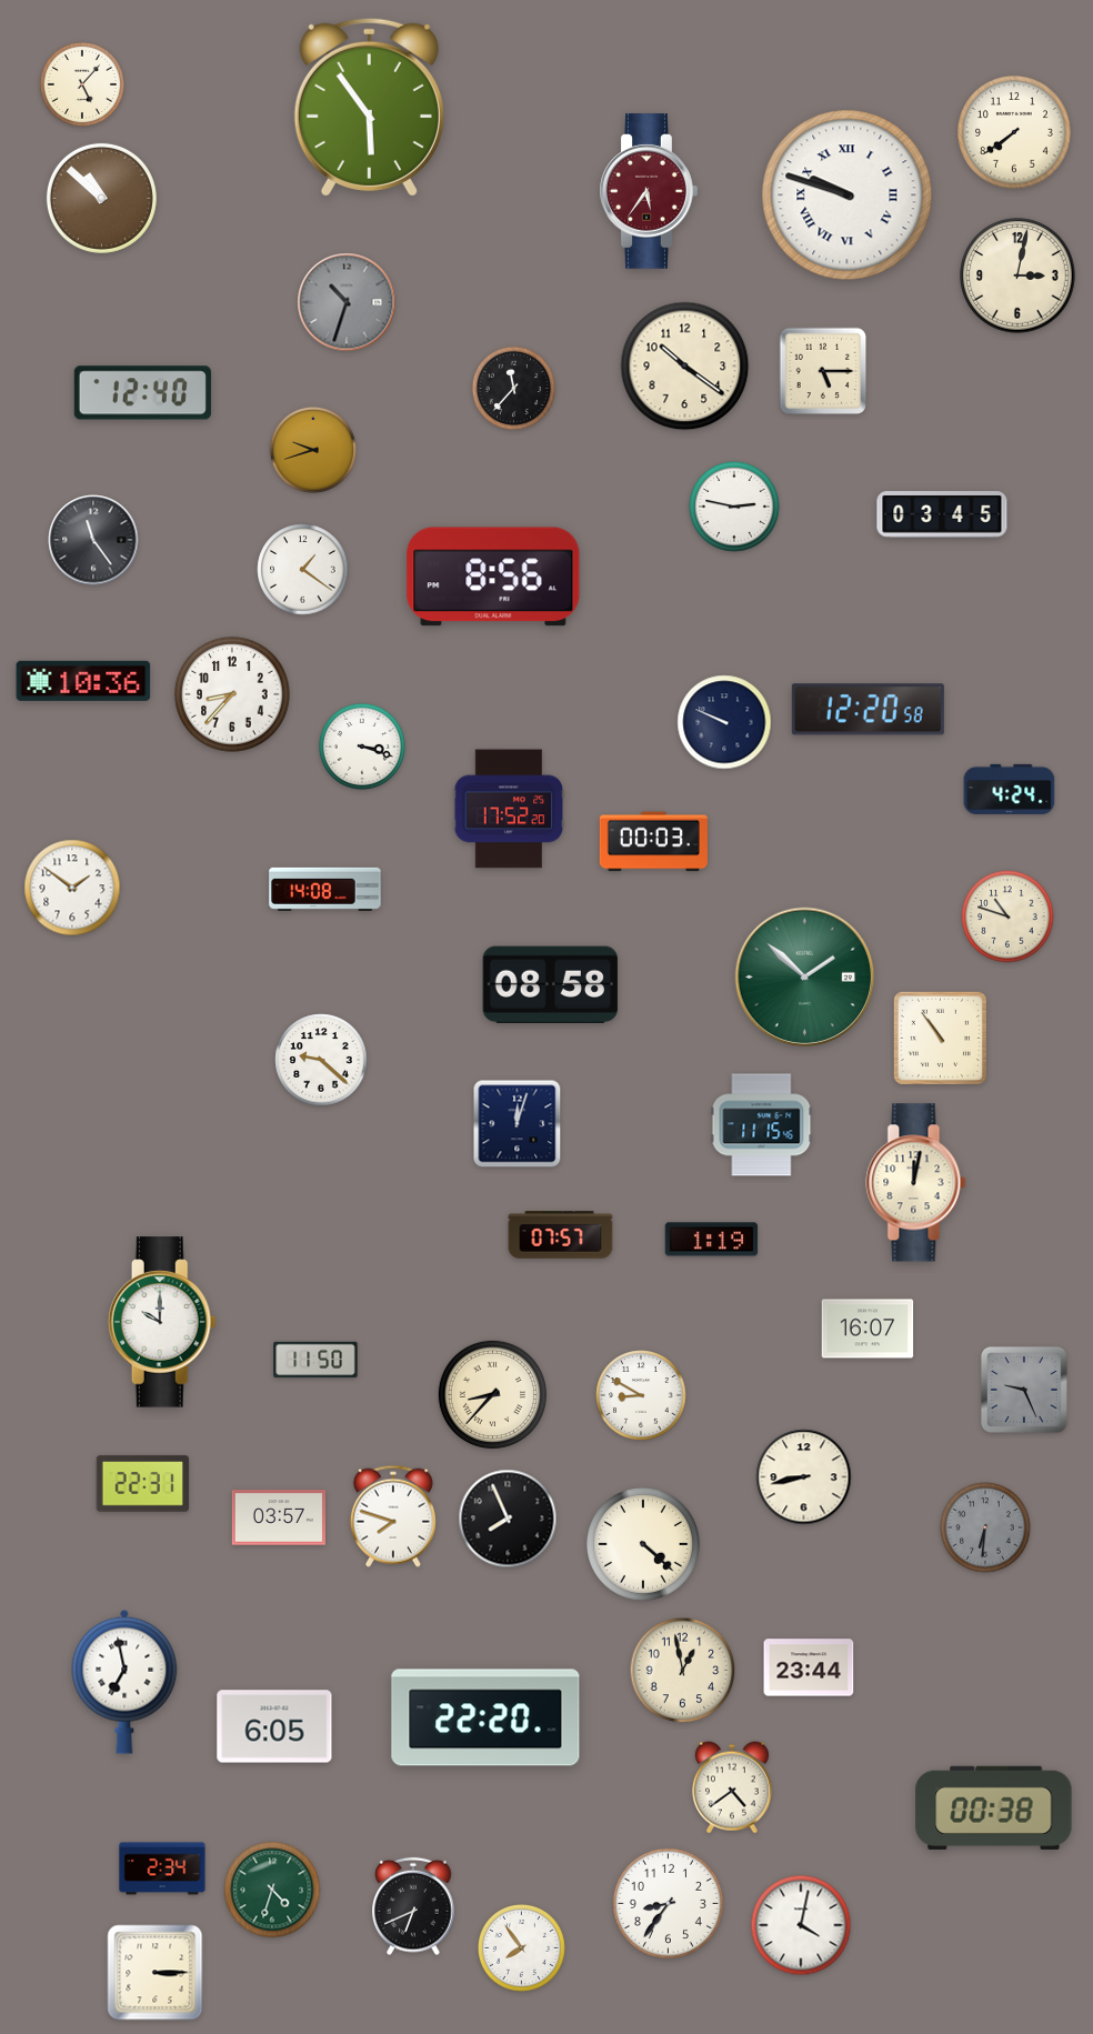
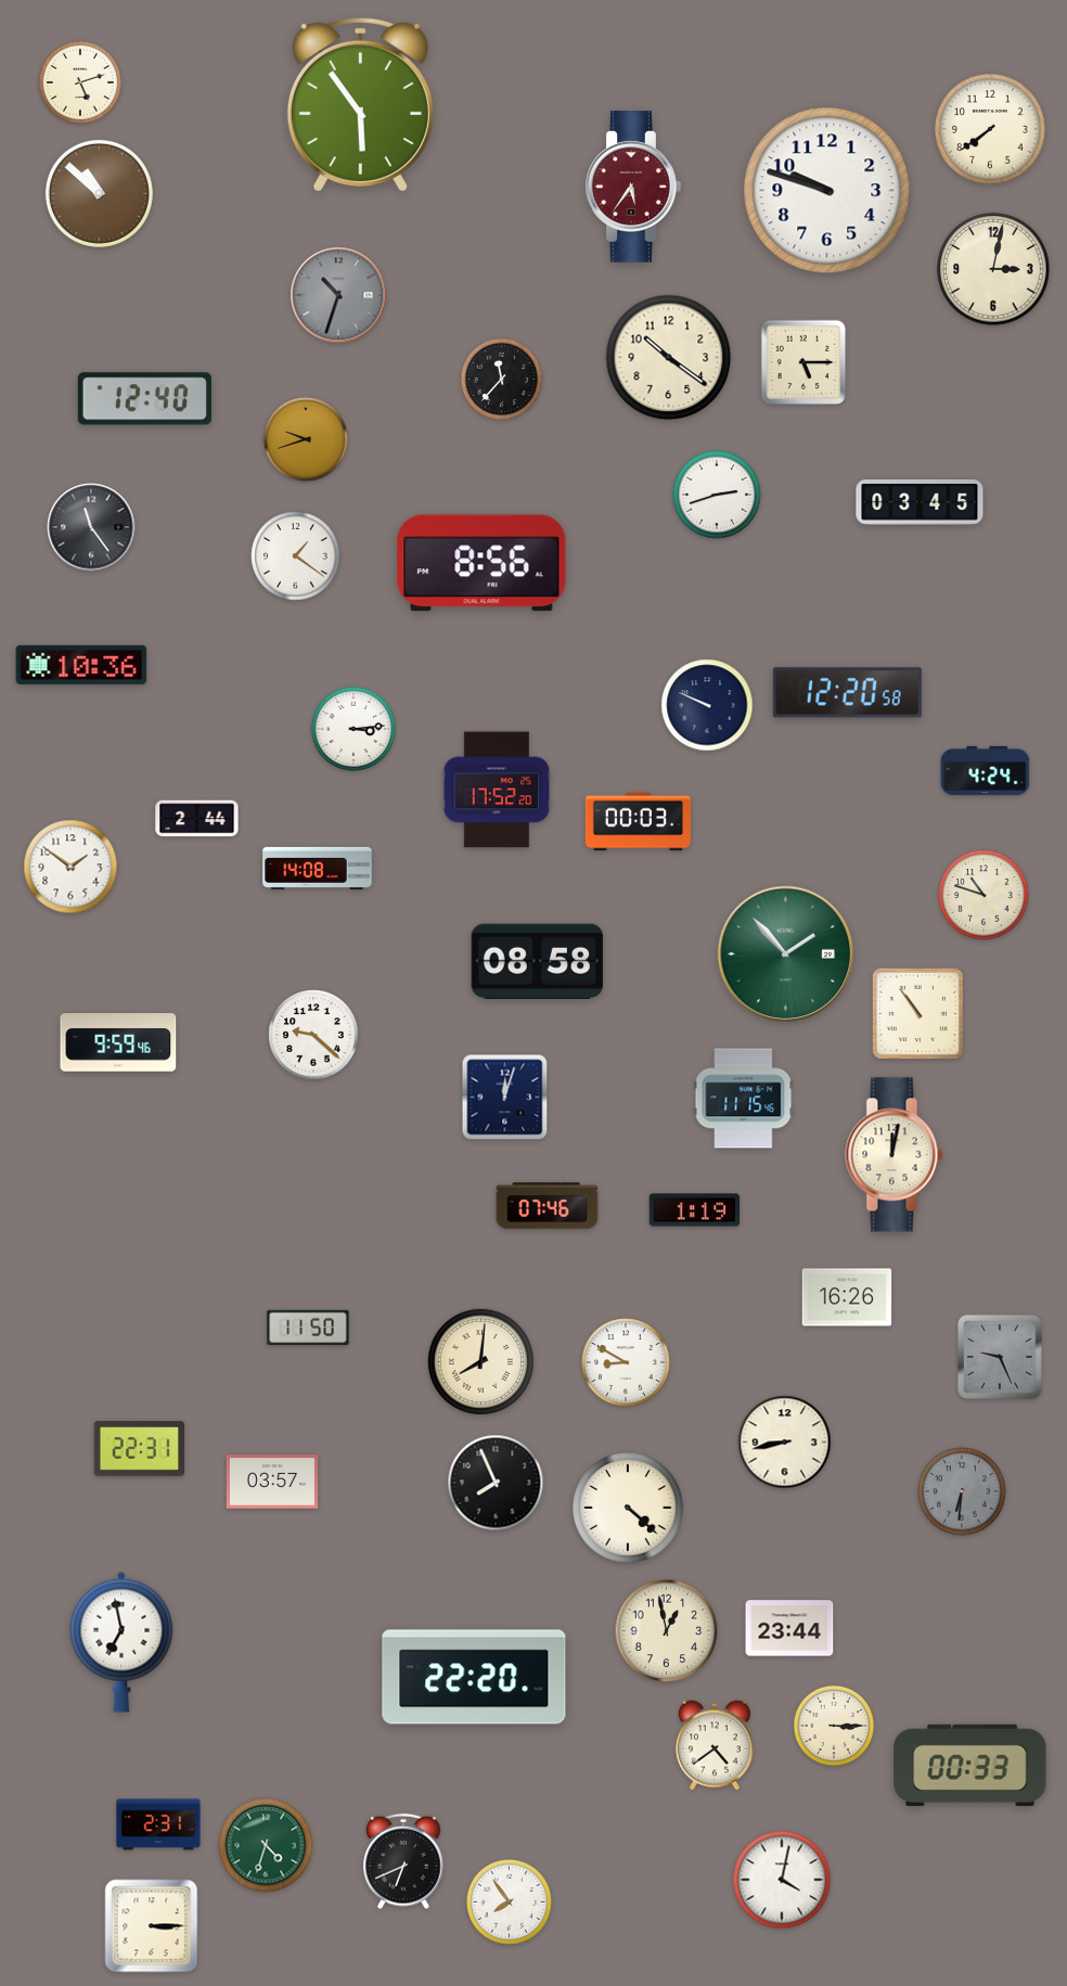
clock at (81, 83): 5:07 -> 5:12
clock at (848, 196) numerals: Roman -> Arabic
clock at (142, 393) position: (142, 393) -> (144, 399)
clock at (734, 507): 2:47 -> 2:42
clock at (232, 694): 8:37 -> none
clock at (362, 747): 3:18 -> 3:14
clock at (197, 819): none -> 2:44
clock at (805, 978): 1:52 -> 1:53
clock at (118, 1042): none -> 9:59
clock at (561, 1235): 07:57 -> 07:46
clock at (162, 1322): 10:00 -> none
clock at (868, 1329): 16:07 -> 16:26
clock at (492, 1394): 8:37 -> 8:01
clock at (393, 1516): 7:48 -> none
clock at (274, 1726): 6:05 -> none
clock at (834, 1726): none -> 3:15
clock at (994, 1807): 00:38 -> 00:33
clock at (162, 1868): 2:34 -> 2:31
clock at (668, 1903): 8:36 -> none
